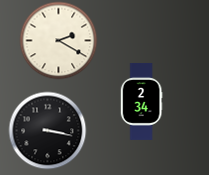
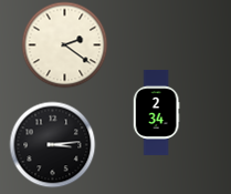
clock at (58, 40): 2:20 -> 2:21
clock at (47, 130): 3:17 -> 3:14
